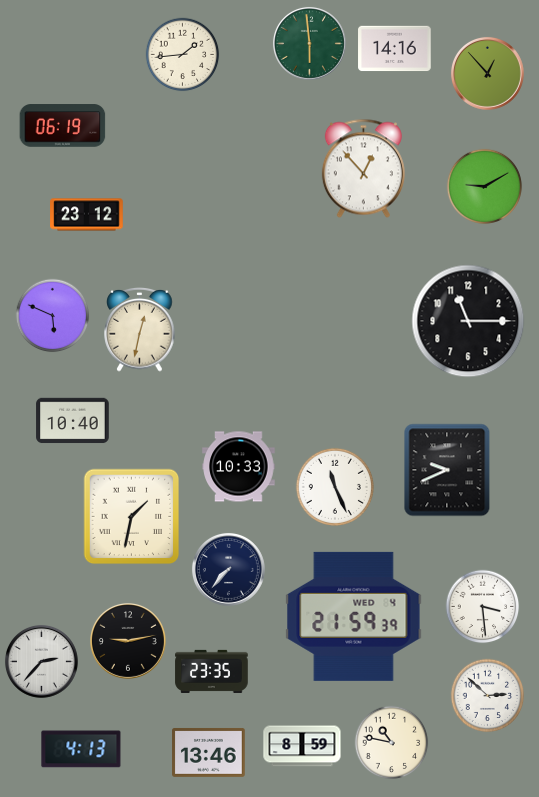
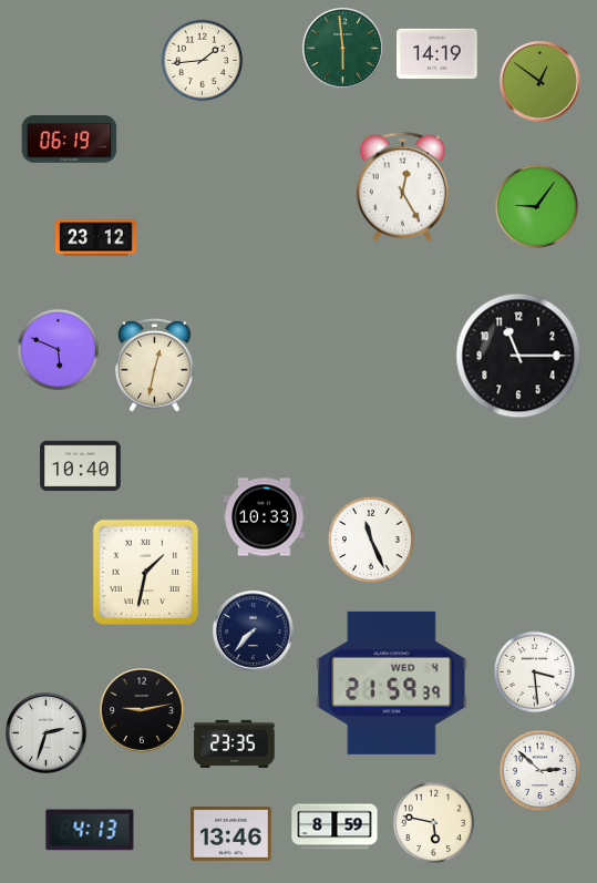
clock at (395, 49): 14:16 -> 14:19
clock at (487, 73): 12:53 -> 12:51
clock at (363, 169): 12:53 -> 12:25
clock at (485, 187): 9:10 -> 9:06
clock at (447, 470): 9:41 -> none
clock at (41, 661): 2:37 -> 2:33
clock at (392, 743): 10:47 -> 5:47
